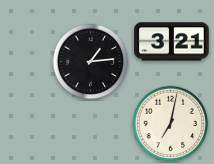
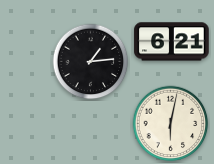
clock at (172, 42): 3:21 -> 6:21
clock at (171, 124): 7:02 -> 6:02
